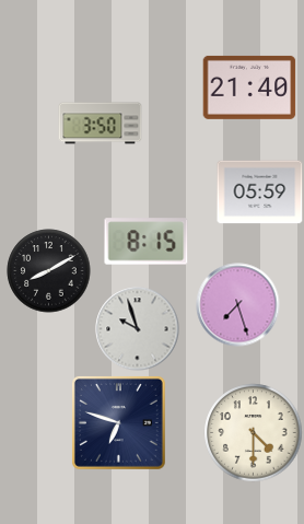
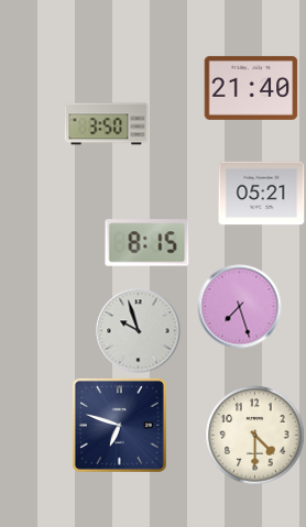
clock at (101, 124) position: (101, 124) -> (107, 124)
clock at (260, 193): 05:59 -> 05:21
clock at (49, 271): 8:10 -> none
